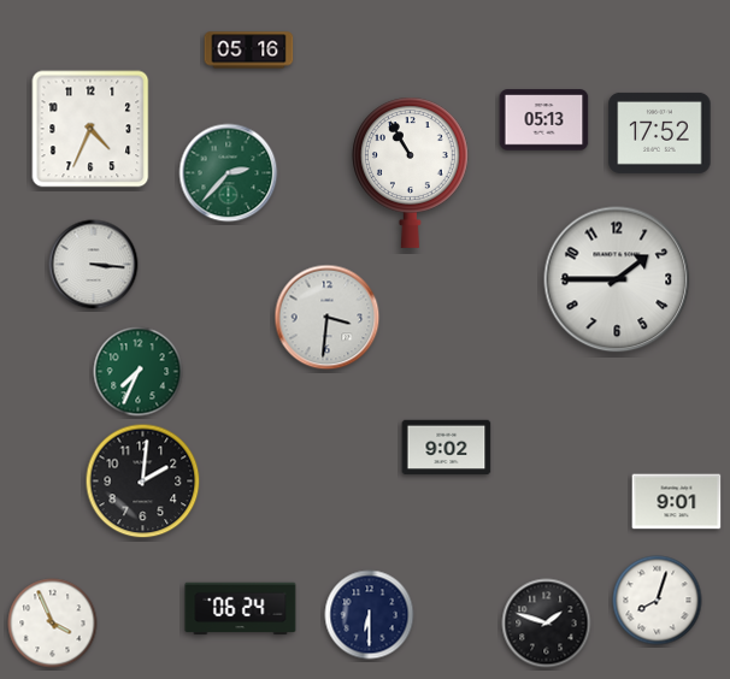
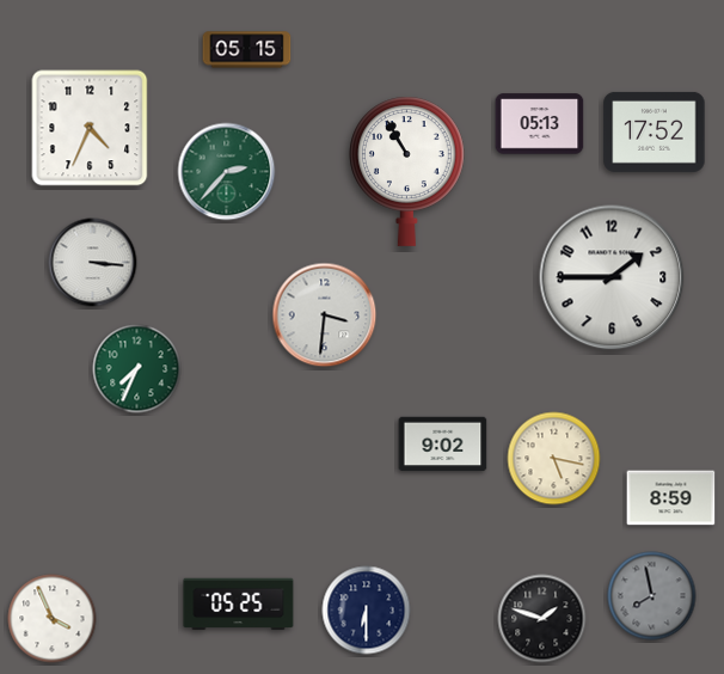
clock at (249, 51): 05:16 -> 05:15
clock at (544, 120) position: (544, 120) -> (540, 124)
clock at (554, 459): none -> 5:17
clock at (143, 482): 2:01 -> none
clock at (677, 502): 9:01 -> 8:59
clock at (658, 601): 8:03 -> 7:58
clock at (658, 601) dial: white -> grey
clock at (241, 609): 06:24 -> 05:25
